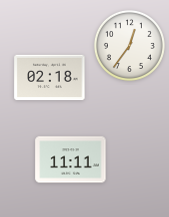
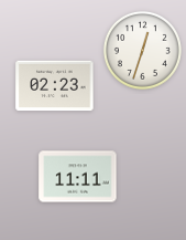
clock at (129, 45): 12:36 -> 12:33
clock at (50, 78): 02:18 -> 02:23
